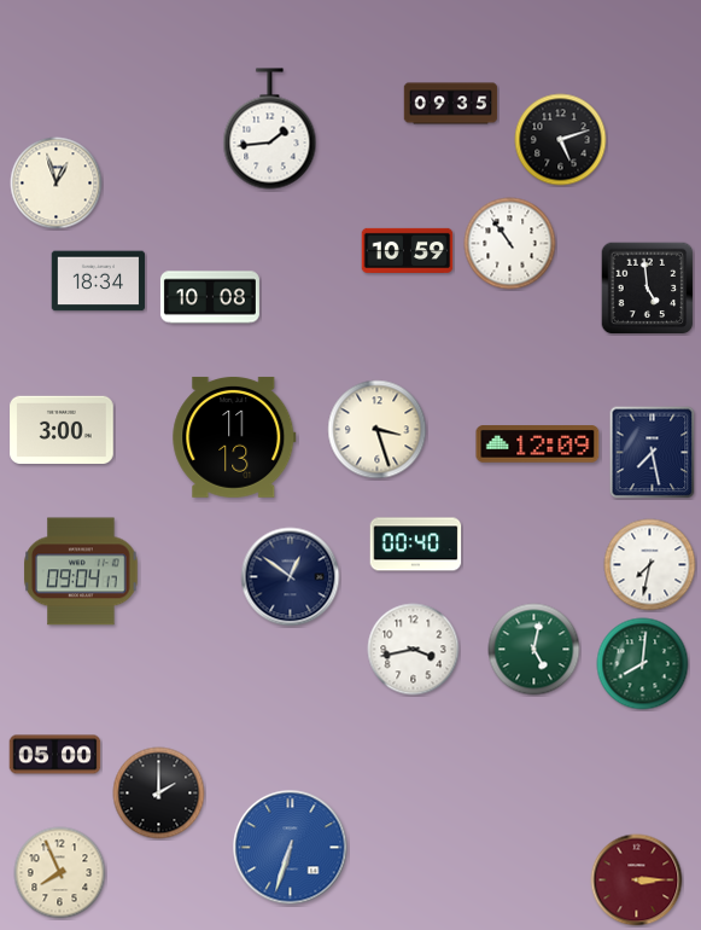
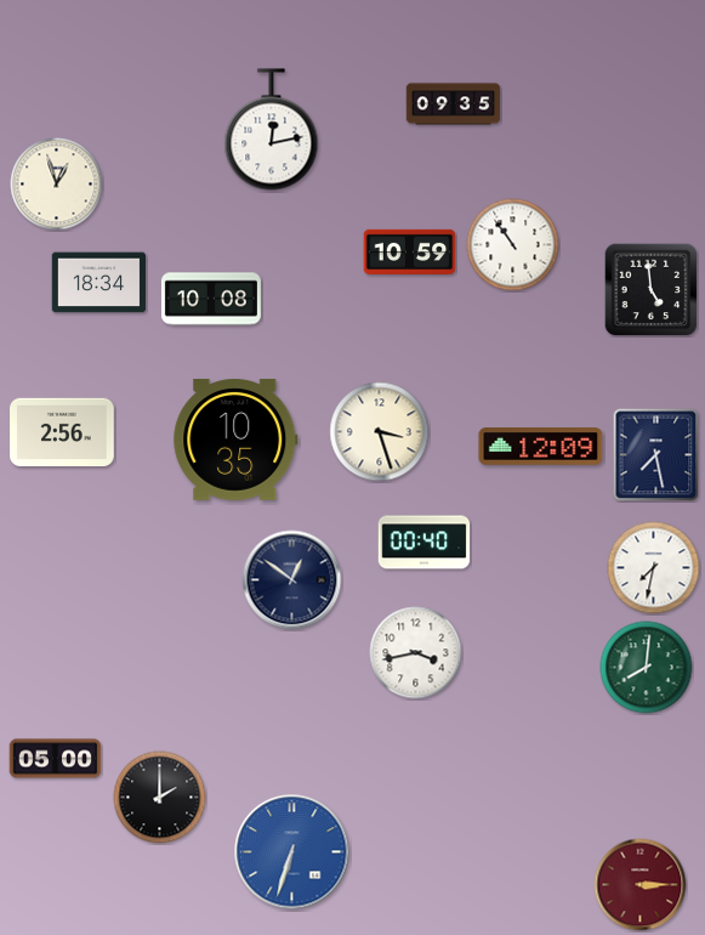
clock at (270, 129): 1:44 -> 12:13
clock at (561, 140): 5:12 -> none
clock at (62, 430): 3:00 -> 2:56
clock at (234, 437): 11:13 -> 10:35
clock at (416, 545) position: (416, 545) -> (425, 543)
clock at (81, 571): 09:04 -> none
clock at (534, 650): 5:02 -> none
clock at (60, 873): 7:56 -> none
